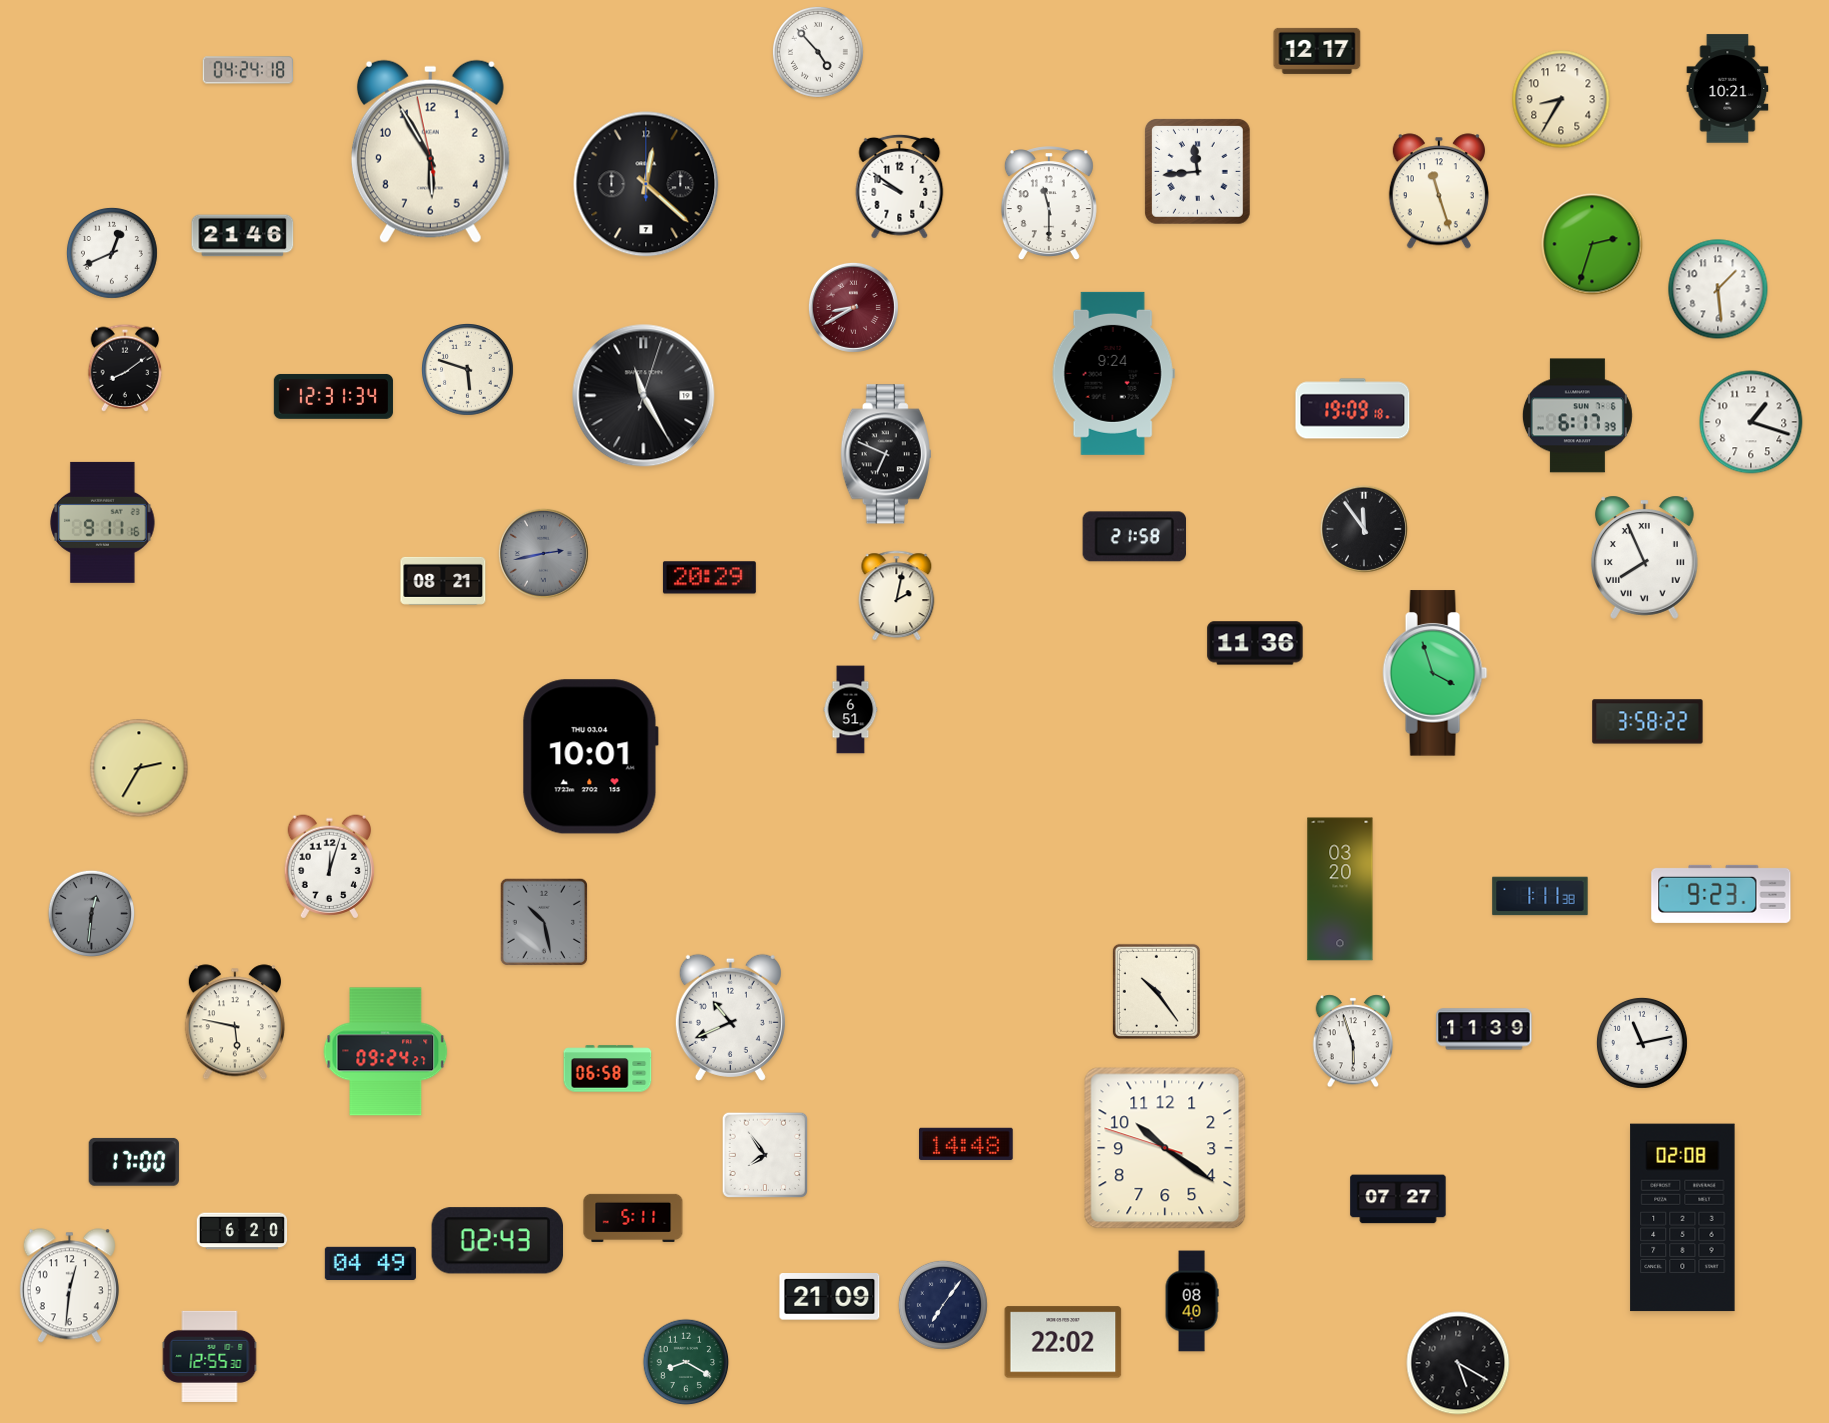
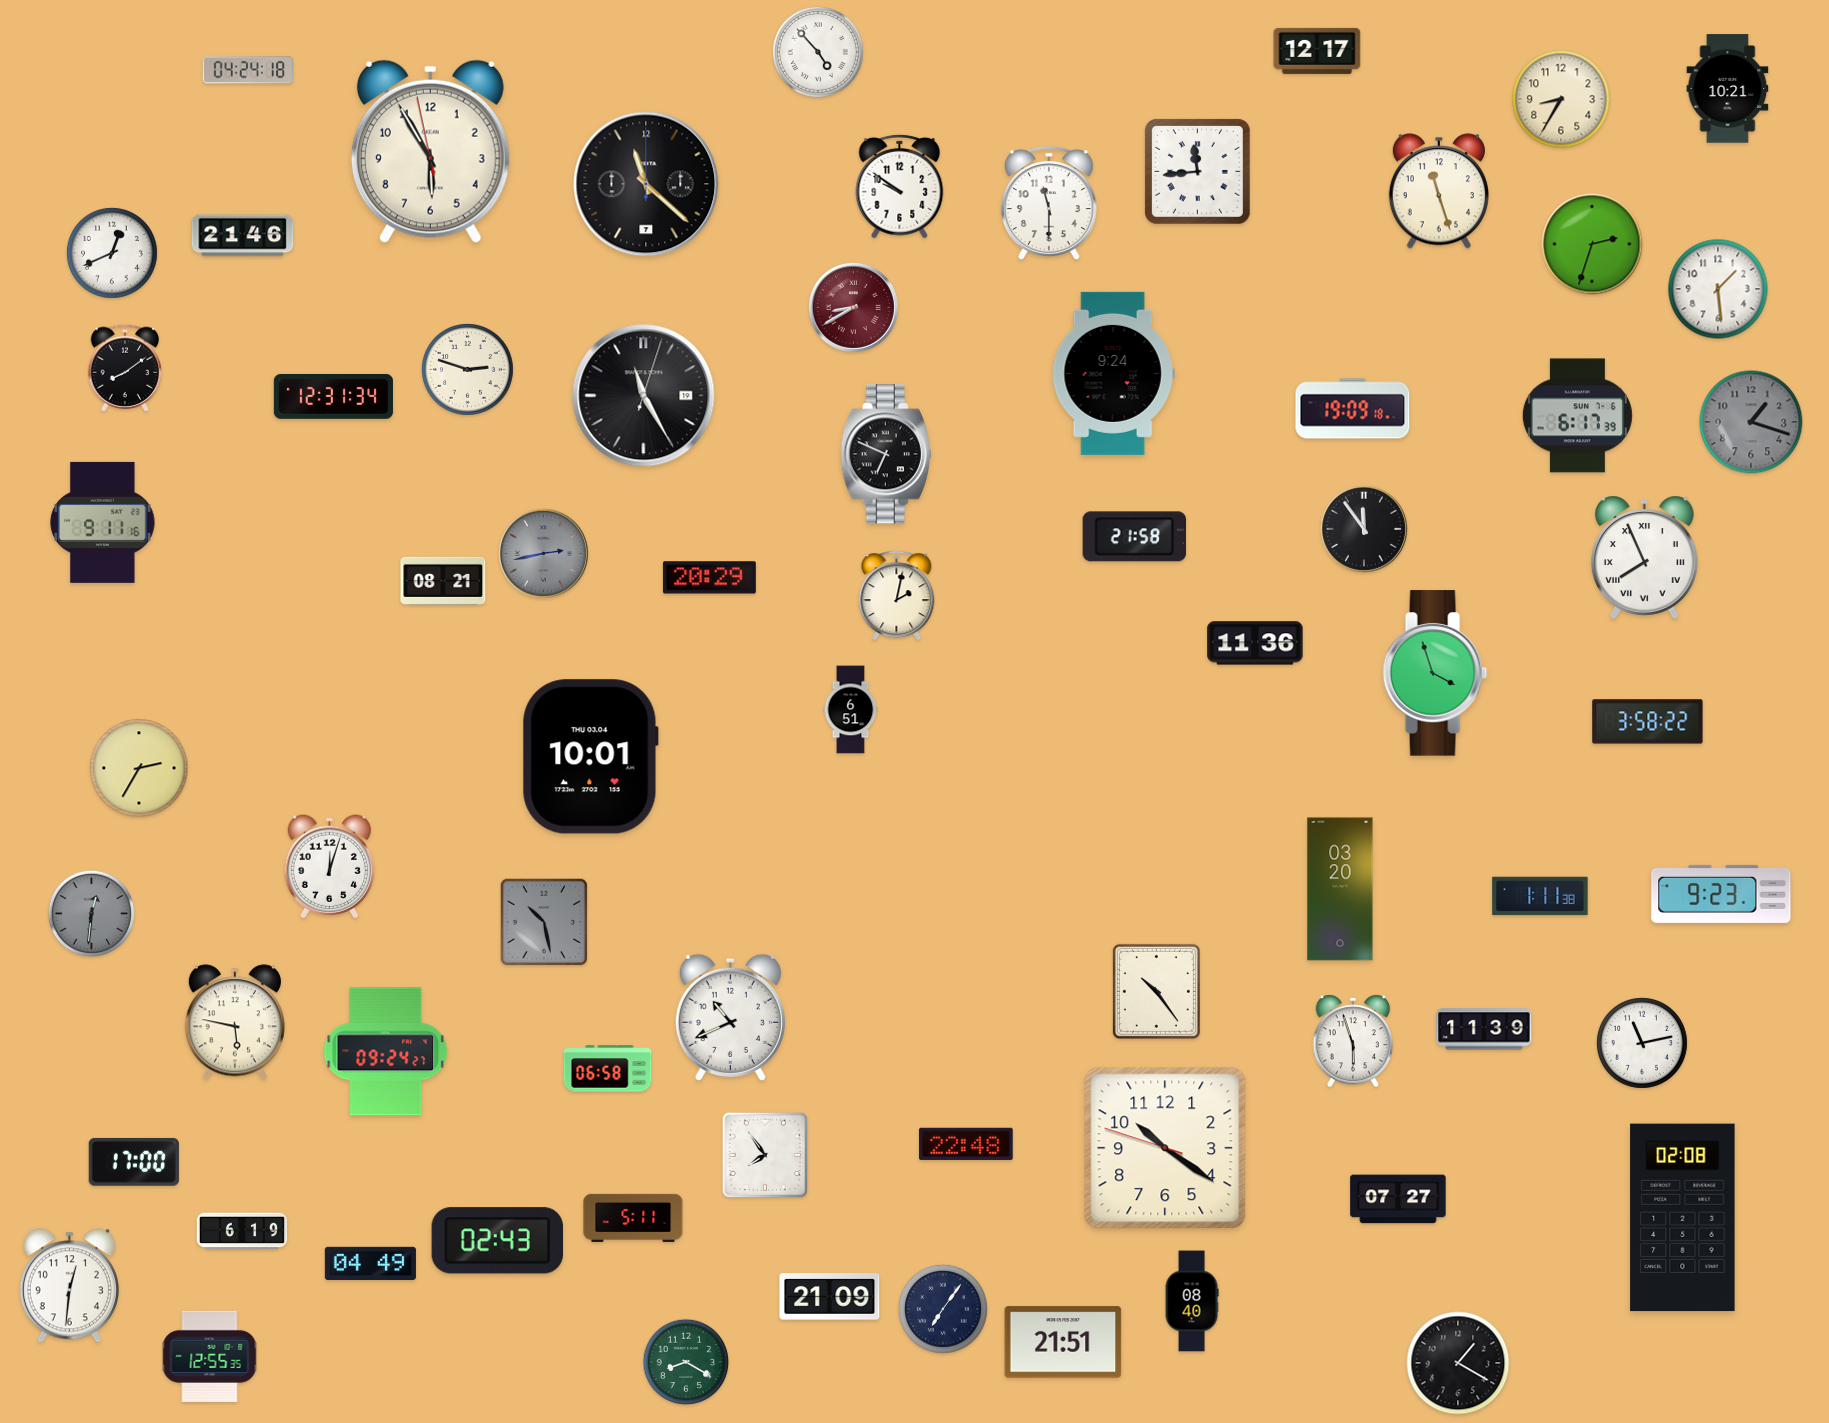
clock at (646, 184): 12:22 -> 11:22
clock at (468, 370): 5:48 -> 2:48
clock at (1751, 422) dial: white -> grey
clock at (967, 1144): 14:48 -> 22:48
clock at (242, 1231): 6:20 -> 6:19
clock at (943, 1305) position: (943, 1305) -> (943, 1309)
clock at (1063, 1342): 22:02 -> 21:51
clock at (210, 1356): 12:55:30 -> 12:55:35
clock at (1458, 1363): 5:20 -> 1:20
